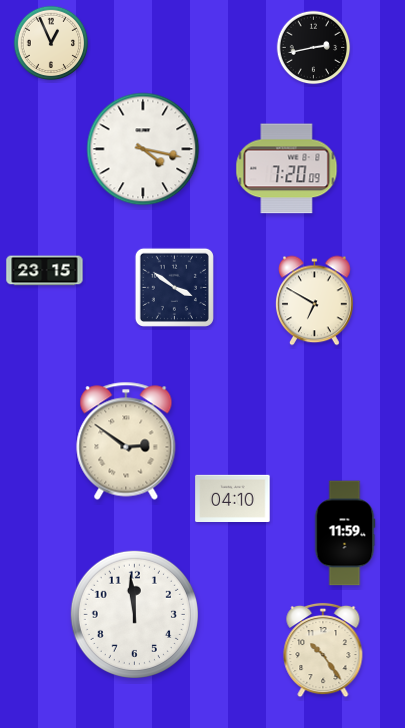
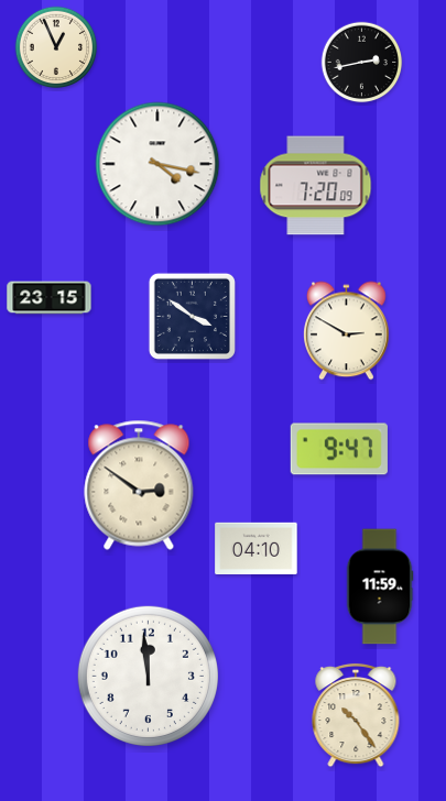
clock at (314, 48) position: (314, 48) -> (362, 63)
clock at (315, 301): 6:50 -> 2:50
clock at (339, 449): none -> 9:47
